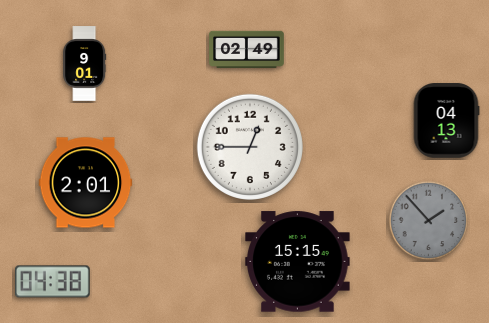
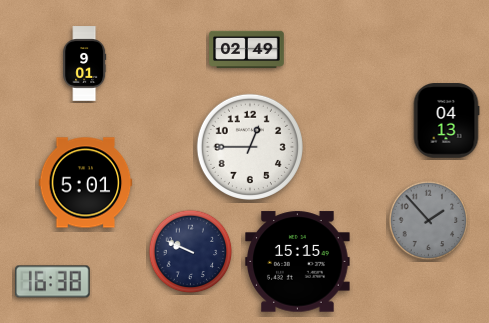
clock at (86, 183): 2:01 -> 5:01
clock at (191, 252): none -> 9:49
clock at (53, 282): 04:38 -> 16:38
